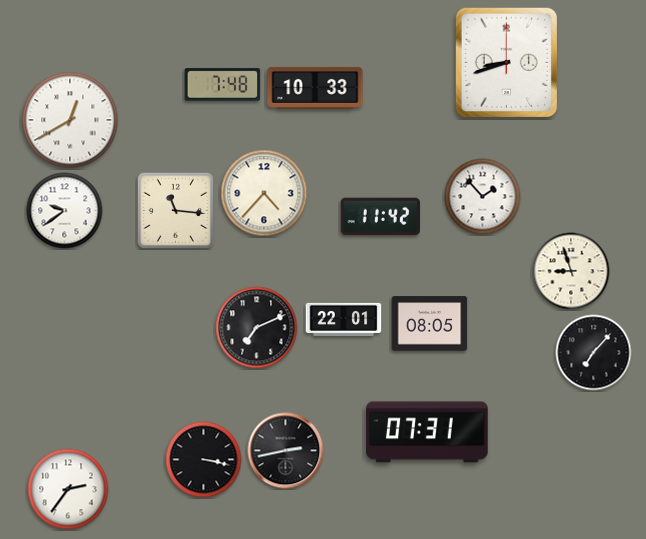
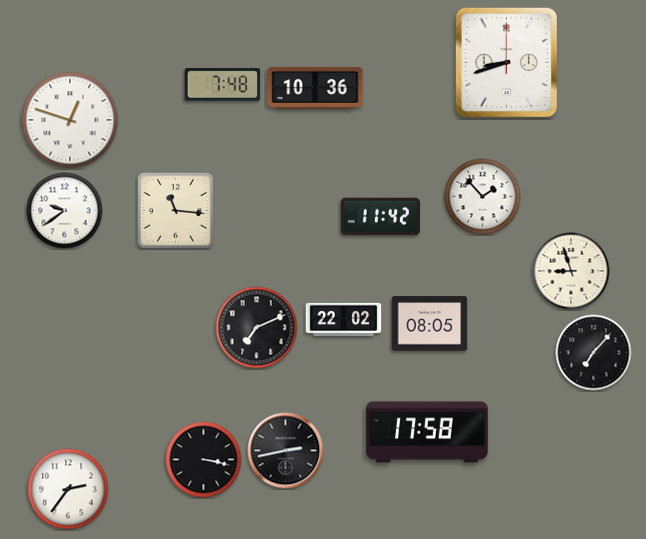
clock at (315, 88): 10:33 -> 10:36
clock at (70, 120): 12:40 -> 12:48
clock at (264, 193): 4:37 -> none
clock at (344, 319): 22:01 -> 22:02
clock at (427, 432): 07:31 -> 17:58
